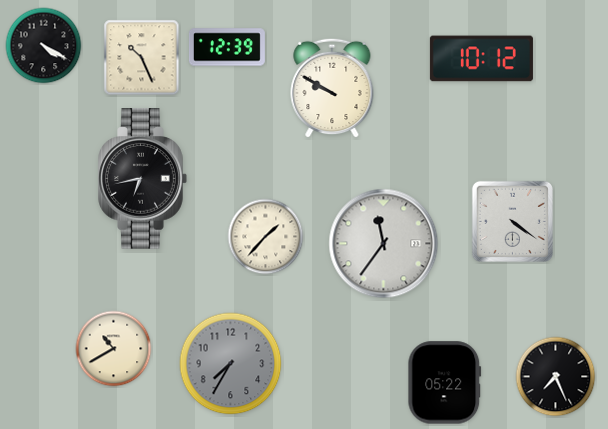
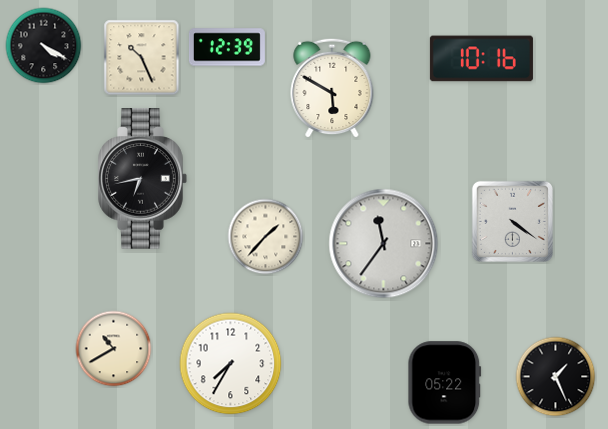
clock at (481, 59): 10:12 -> 10:16
clock at (332, 88): 9:50 -> 5:50
clock at (231, 364) dial: grey -> white
clock at (556, 377): 7:26 -> 1:26
